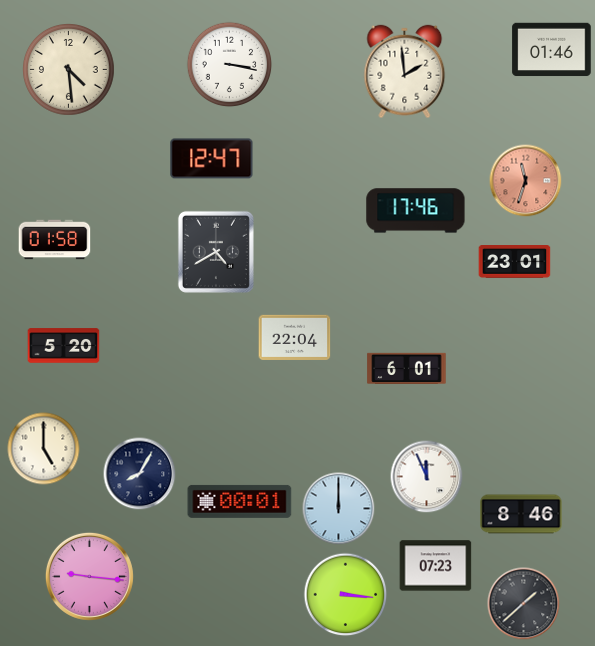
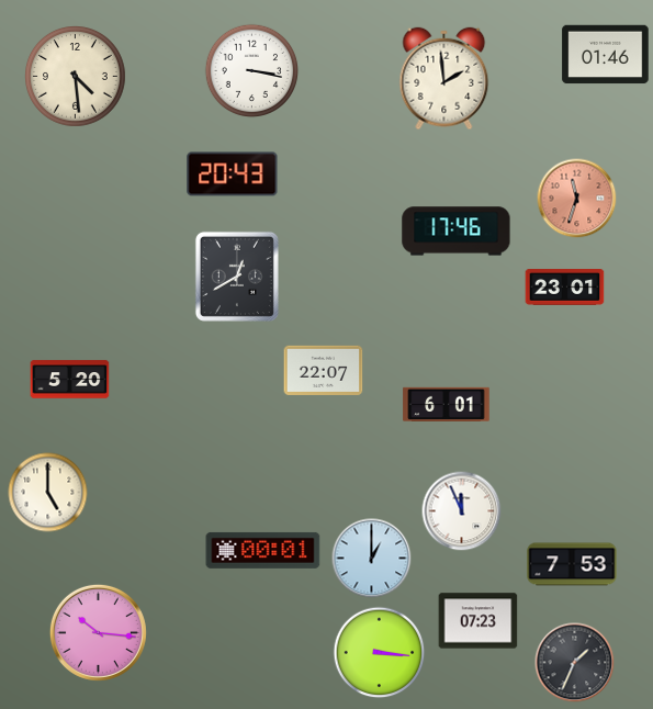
clock at (212, 159): 12:47 -> 20:43
clock at (55, 240): 01:58 -> none
clock at (216, 252): 4:40 -> 12:40
clock at (295, 337): 22:04 -> 22:07
clock at (140, 474): 8:05 -> none
clock at (427, 477) position: (427, 477) -> (462, 511)
clock at (339, 509): 12:00 -> 1:00
clock at (521, 514): 8:46 -> 7:53
clock at (89, 576): 9:16 -> 10:16
clock at (524, 604): 1:38 -> 1:34
